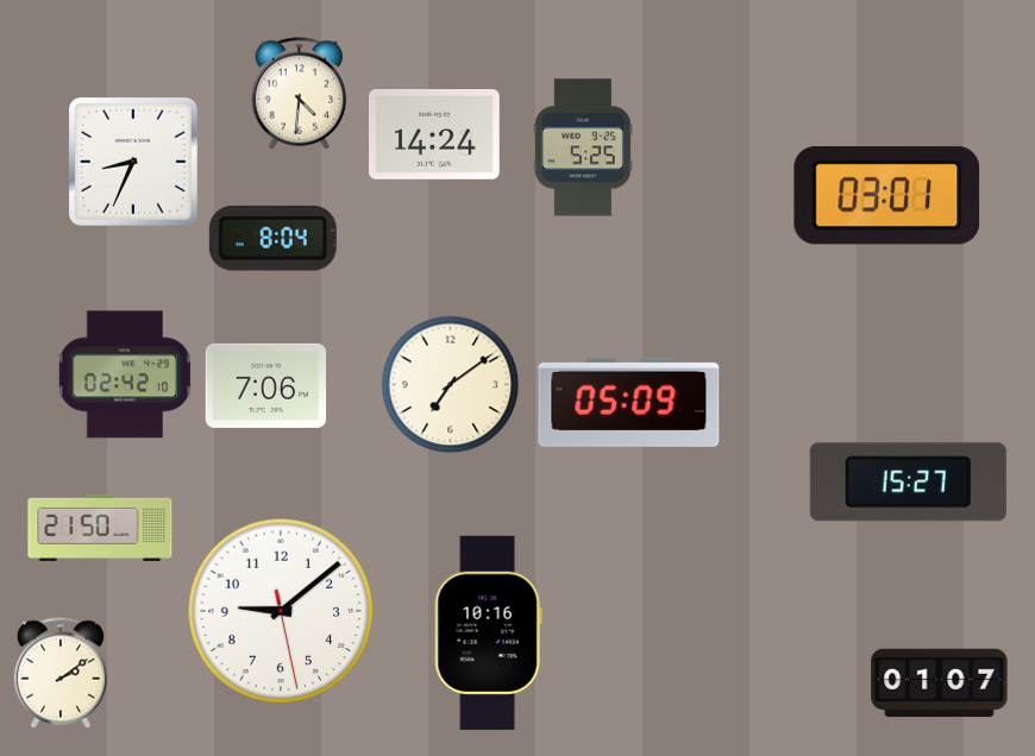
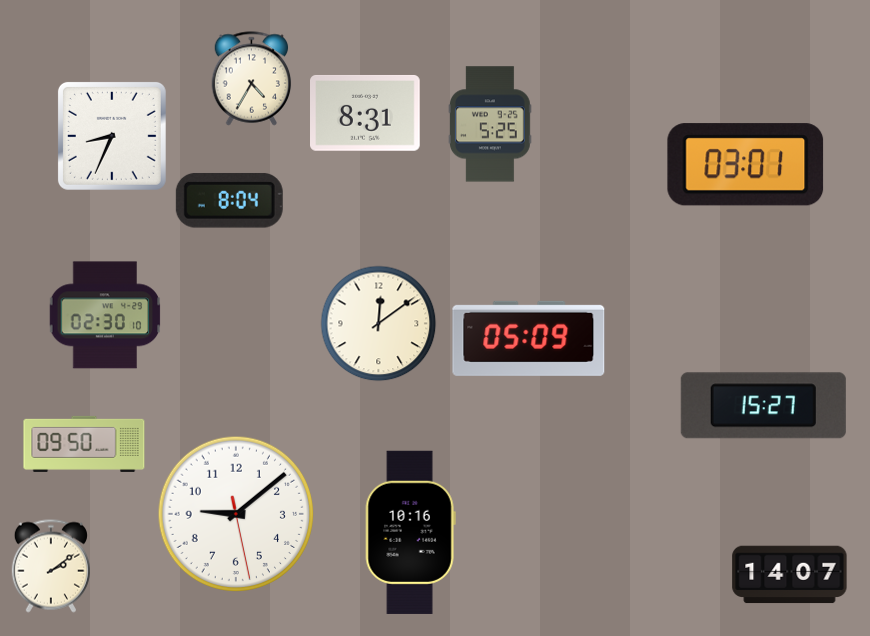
clock at (300, 94): 4:31 -> 4:35
clock at (435, 134): 14:24 -> 8:31
clock at (125, 374): 02:42 -> 02:30
clock at (266, 385): 7:06 -> none
clock at (451, 385): 7:09 -> 12:09
clock at (100, 528): 21:50 -> 09:50
clock at (940, 683): 01:07 -> 14:07
